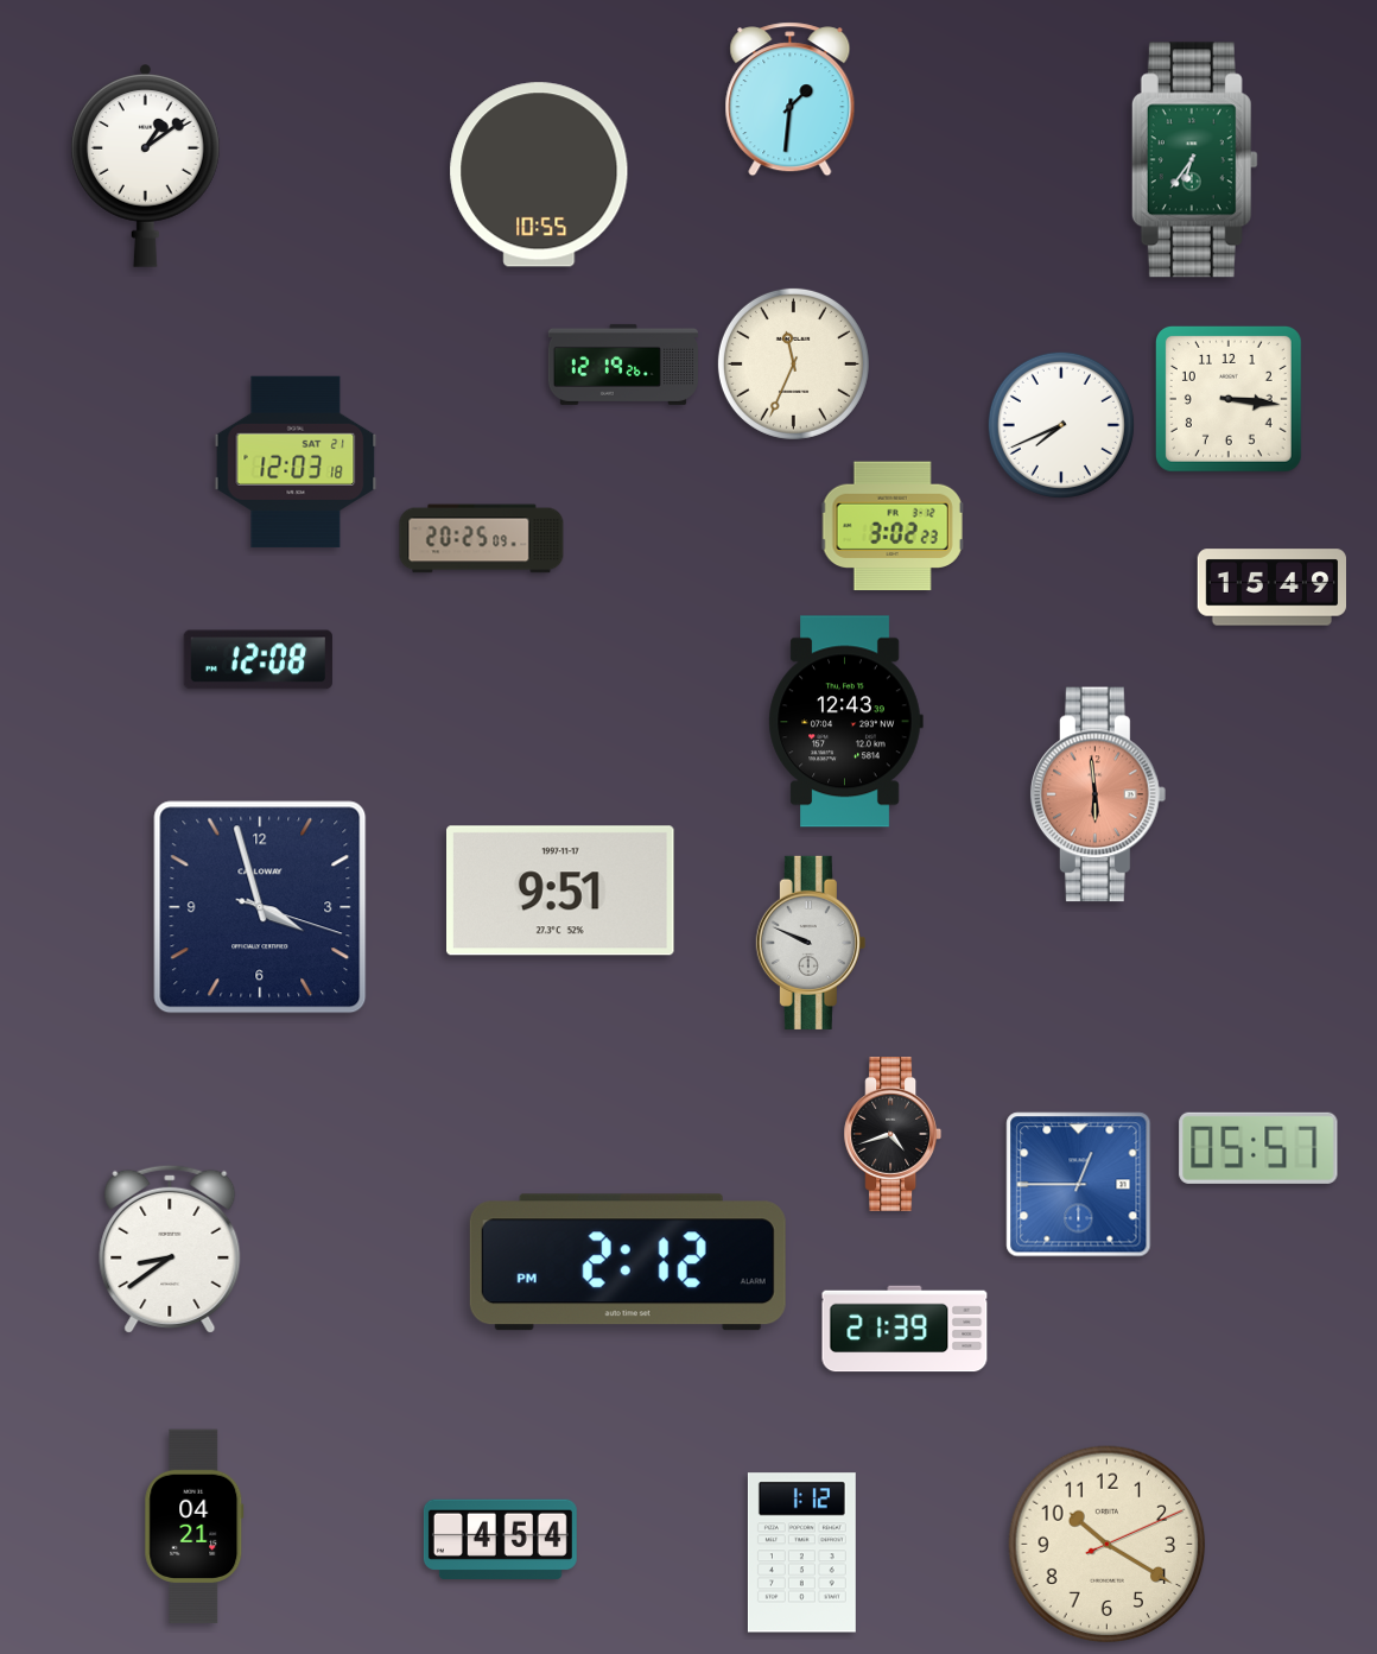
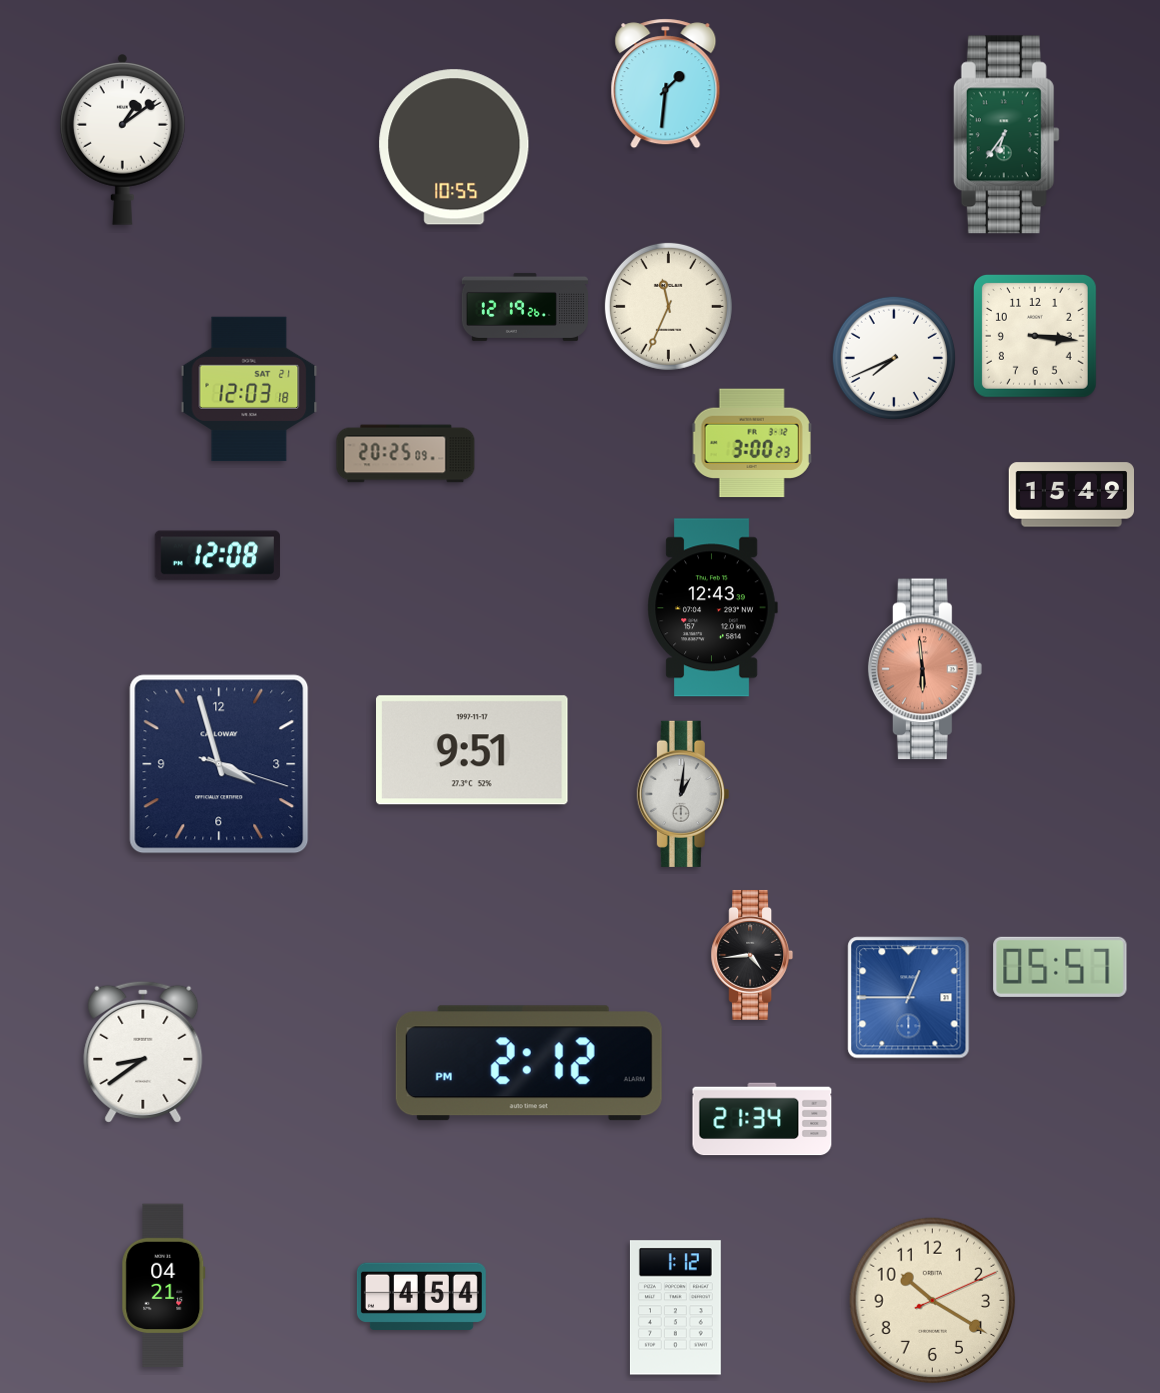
clock at (893, 526): 3:02 -> 3:00
clock at (811, 943): 9:49 -> 1:01
clock at (893, 1134): 4:42 -> 4:44
clock at (905, 1329): 21:39 -> 21:34
